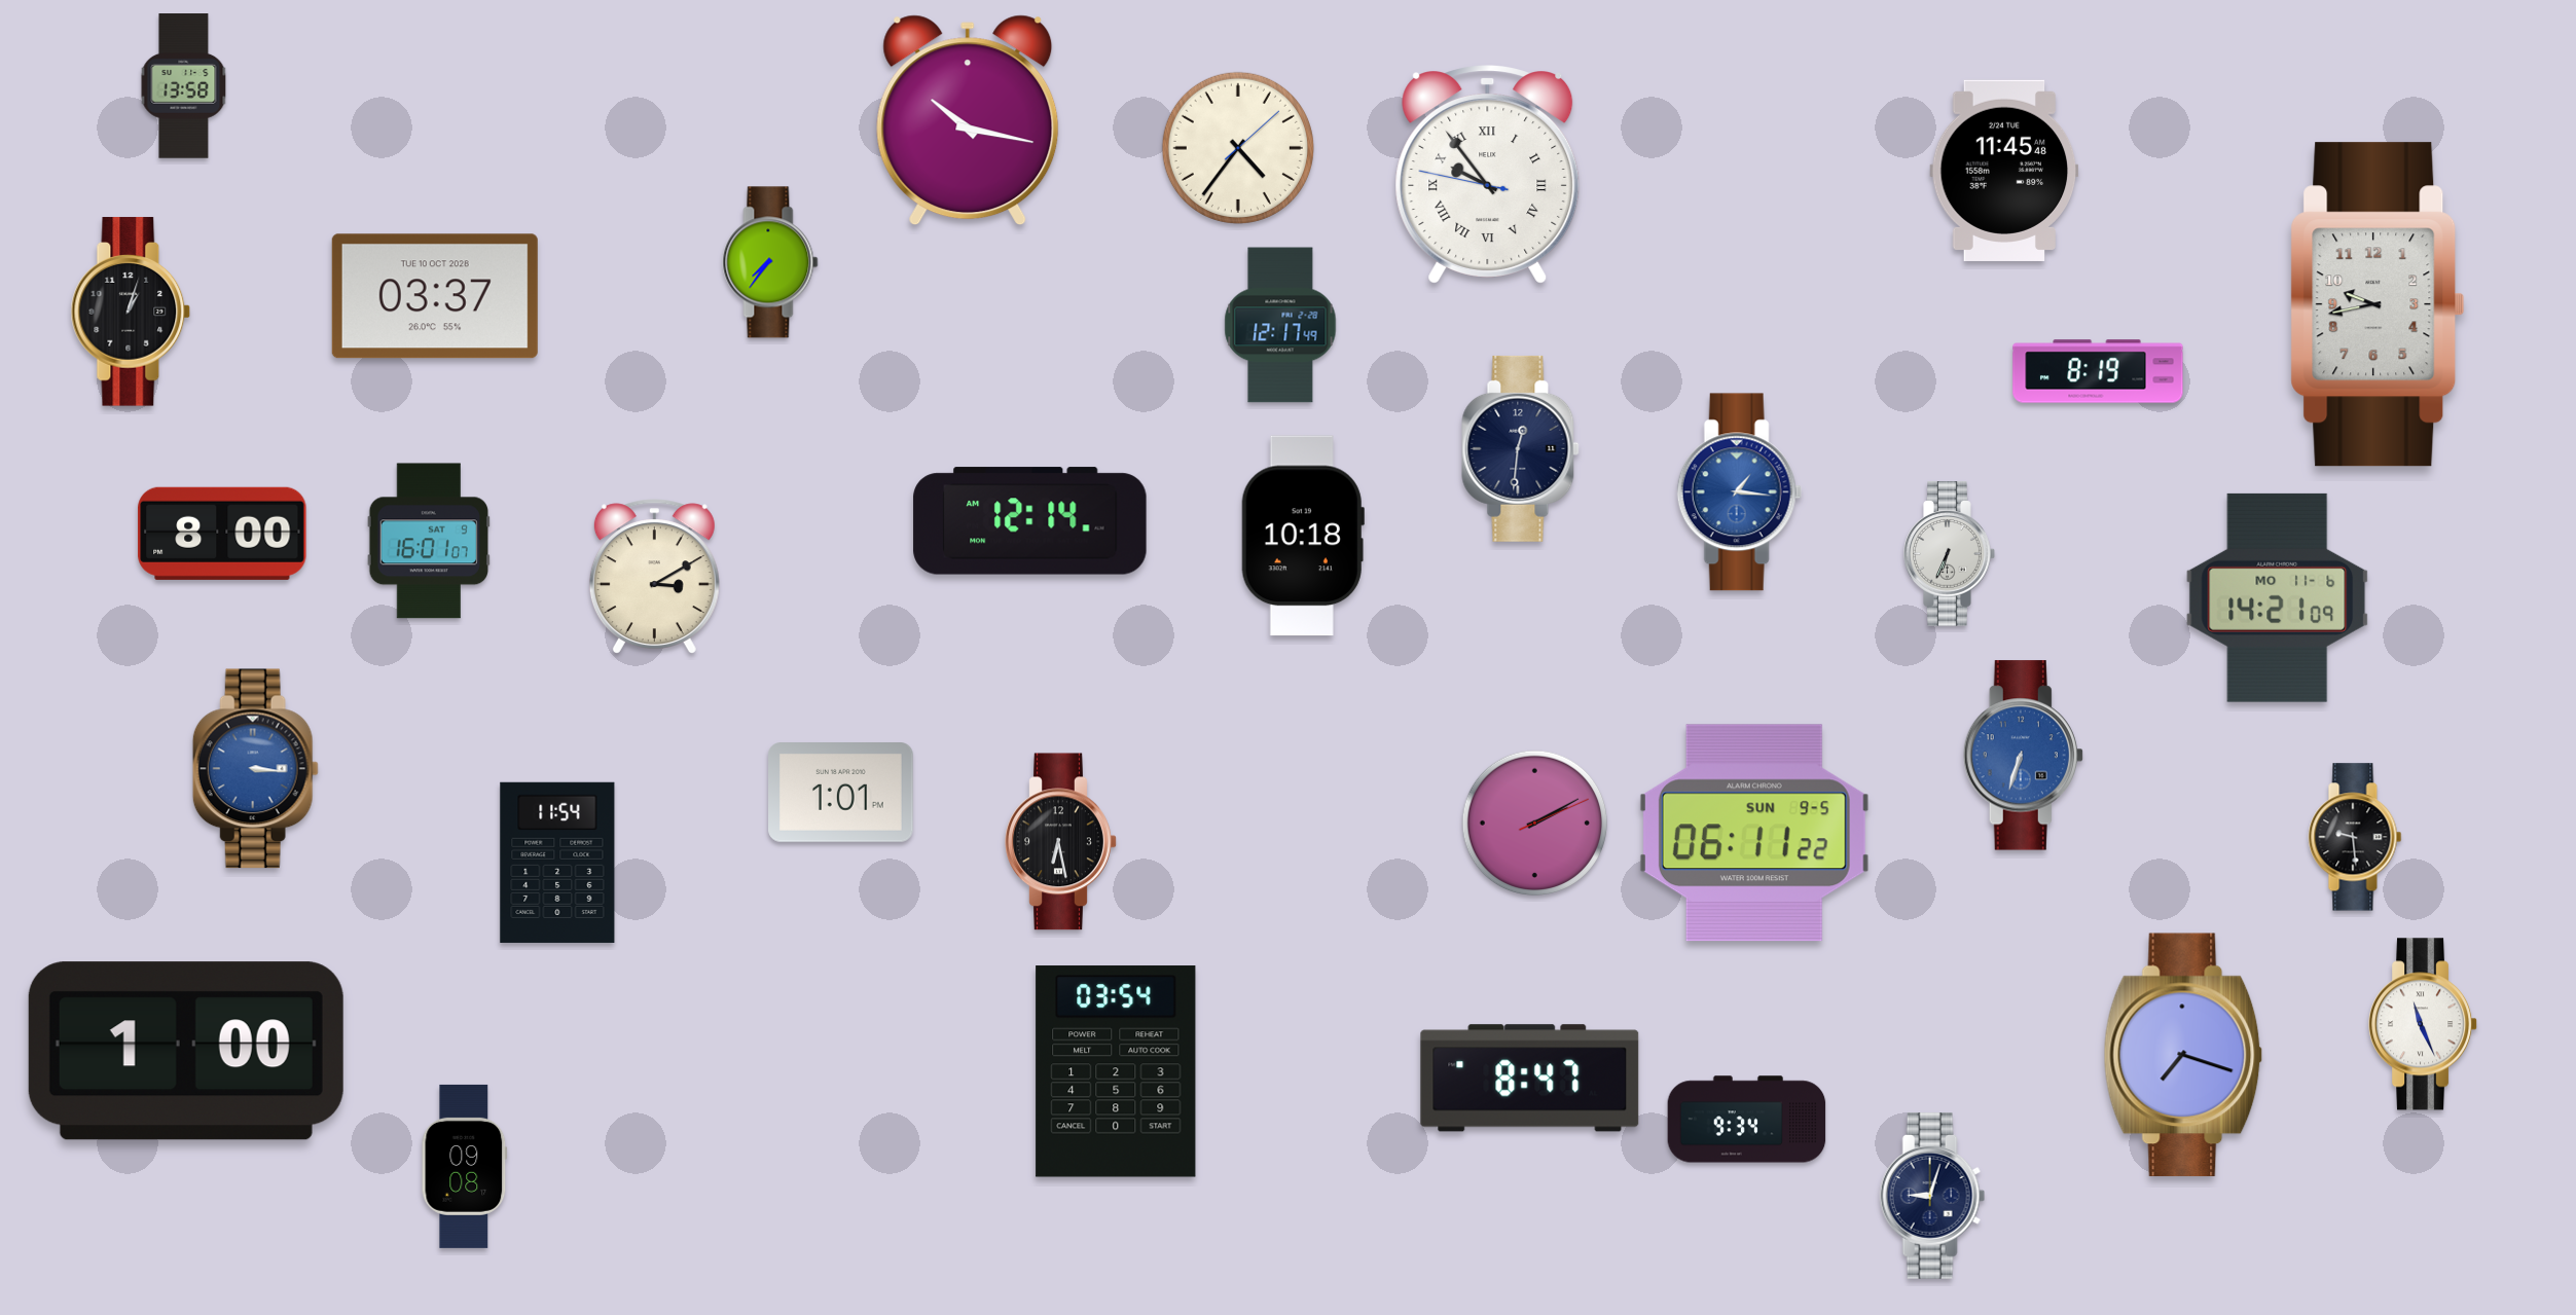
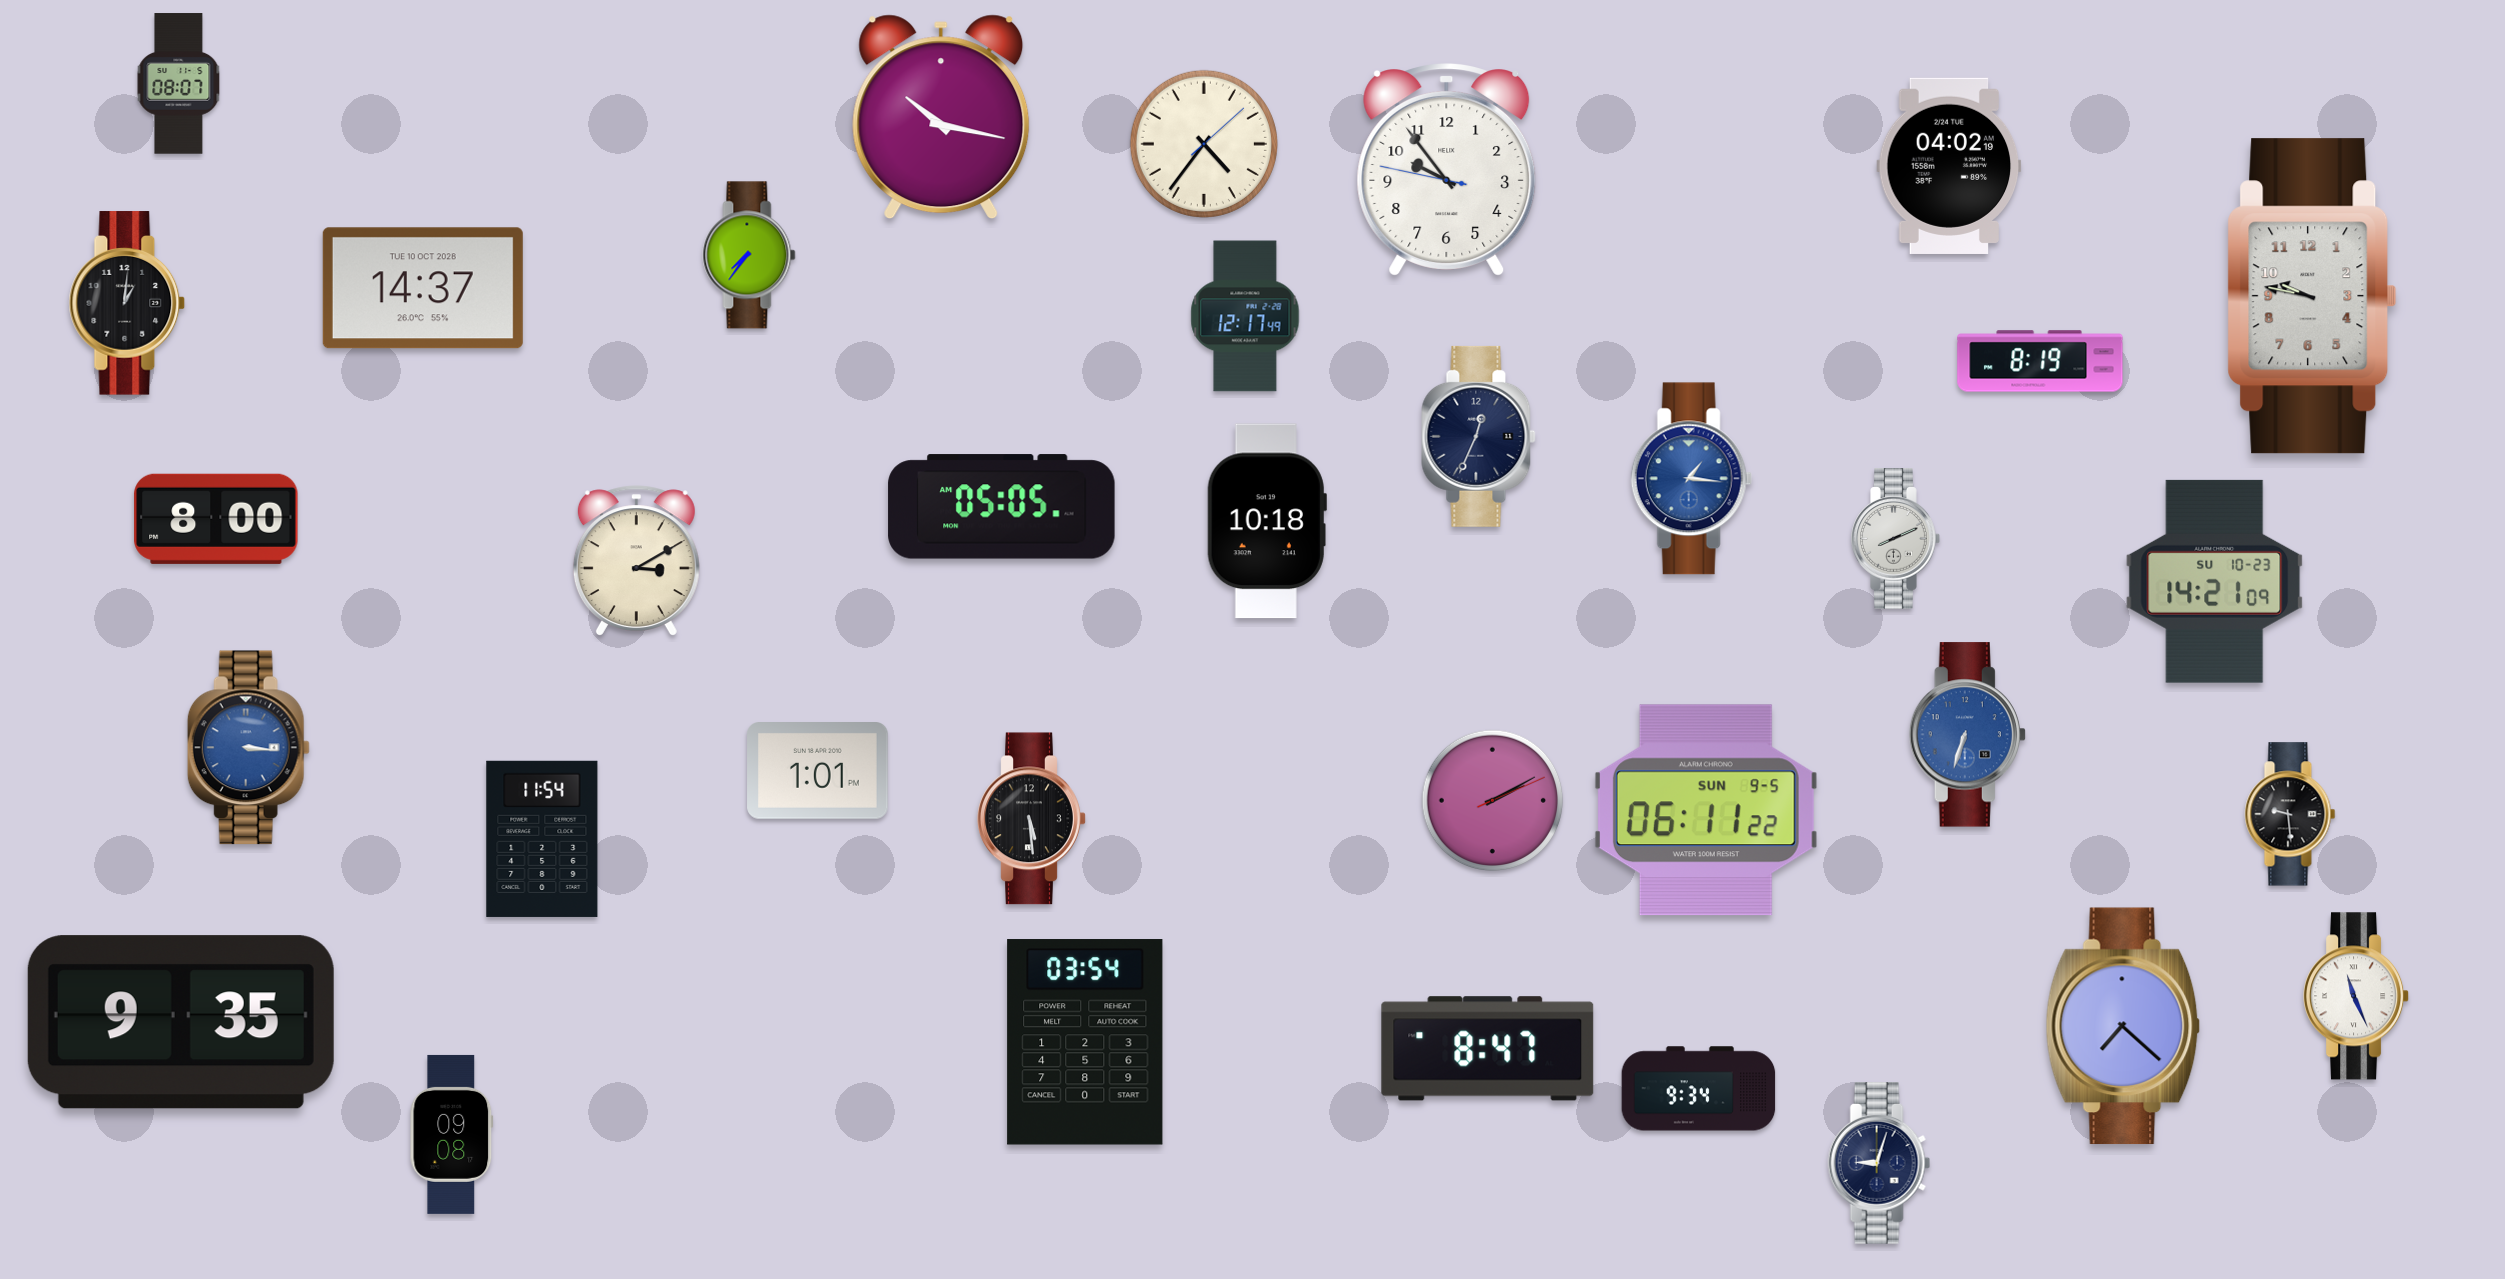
clock at (184, 86): 13:58 -> 08:07
clock at (2004, 171): 11:45 -> 04:02
clock at (1488, 175) numerals: Roman -> Arabic
clock at (435, 296): 03:37 -> 14:37
clock at (2378, 304): 9:43 -> 9:47
clock at (131, 312): 1:03 -> 1:01
clock at (1521, 448): 12:31 -> 12:34
clock at (1030, 521): 12:14 -> 05:05
clock at (429, 541): 16:01 -> none
clock at (1950, 554): 6:34 -> 8:11
clock at (2278, 597) date: MO 11-6 -> SU 10-23
clock at (1061, 842): 6:28 -> 5:29
clock at (186, 1051): 1:00 -> 9:35
clock at (2183, 1055): 7:18 -> 7:22
